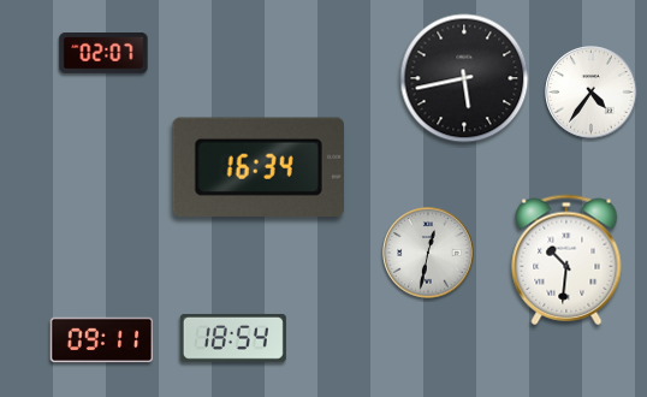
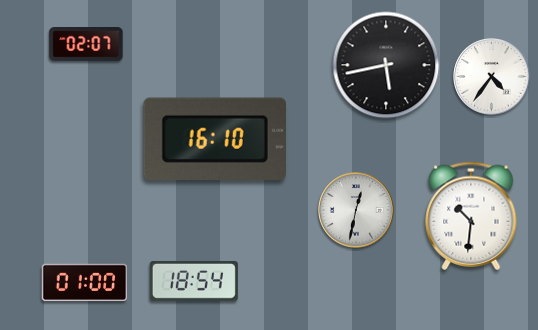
clock at (259, 166): 16:34 -> 16:10
clock at (102, 340): 09:11 -> 01:00
